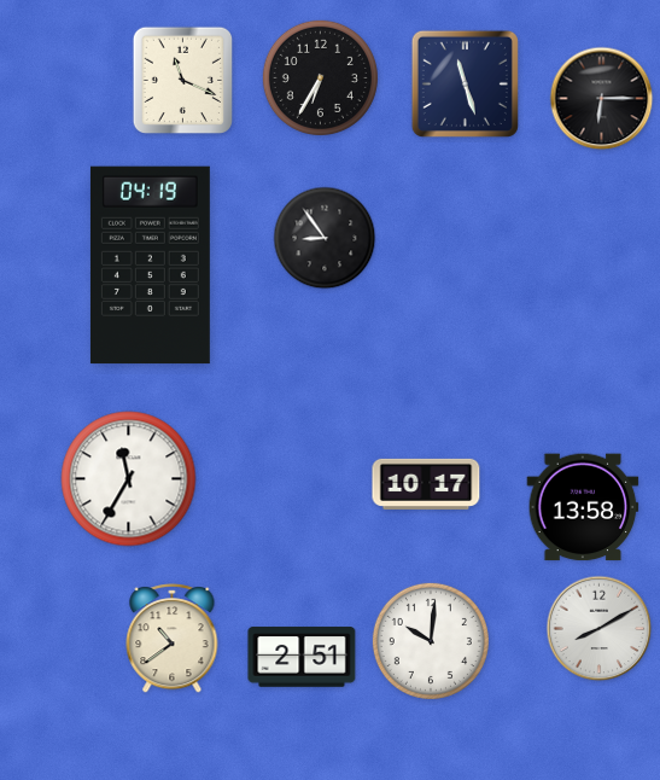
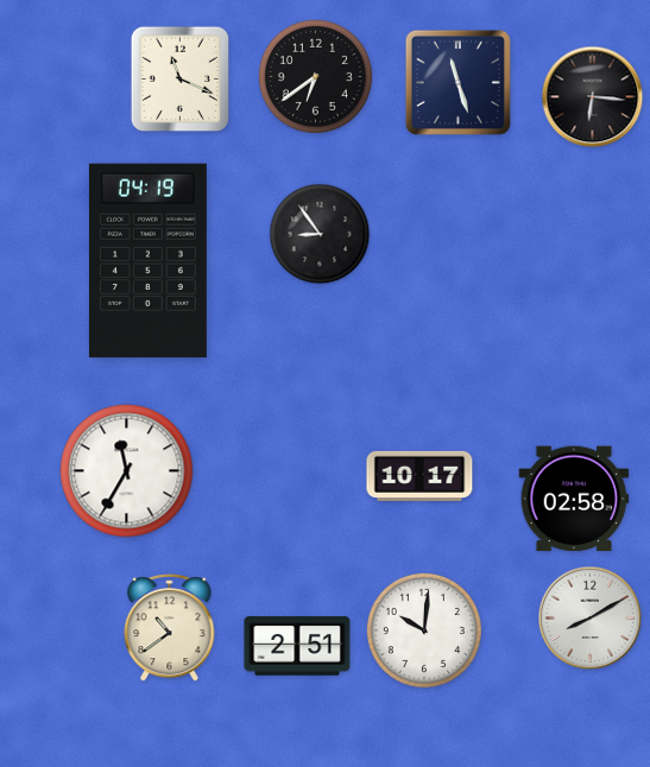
clock at (320, 77): 6:35 -> 6:39
clock at (602, 99): 6:15 -> 6:16
clock at (583, 507): 13:58 -> 02:58
